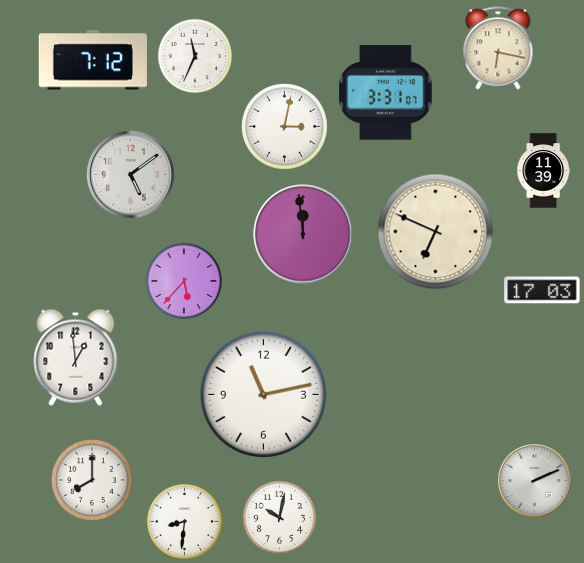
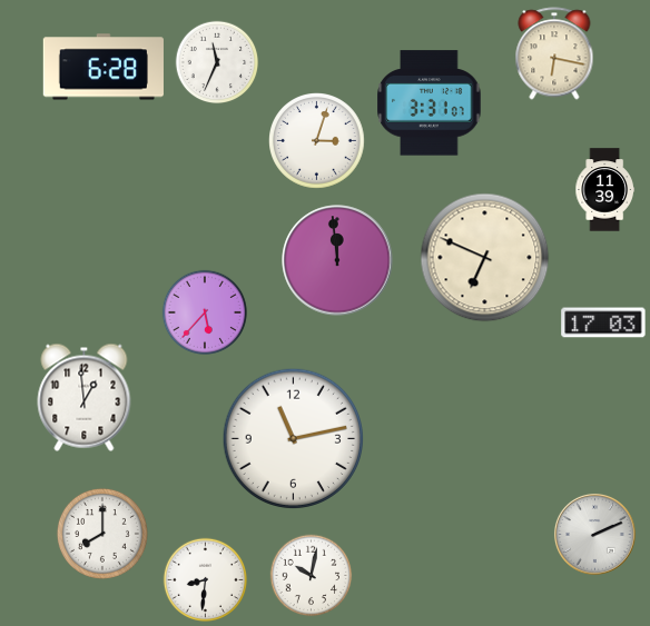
clock at (93, 60): 7:12 -> 6:28
clock at (285, 127): 3:02 -> 3:03
clock at (131, 175): 5:09 -> none
